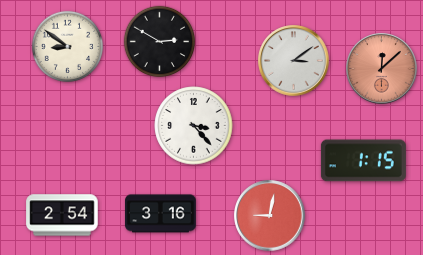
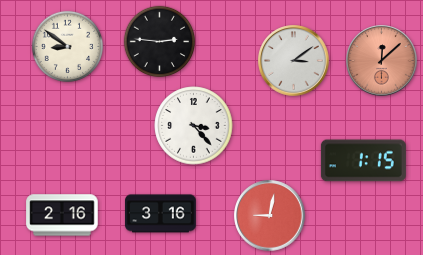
clock at (160, 42): 2:50 -> 2:46
clock at (382, 69) position: (382, 69) -> (382, 61)
clock at (62, 215): 2:54 -> 2:16
